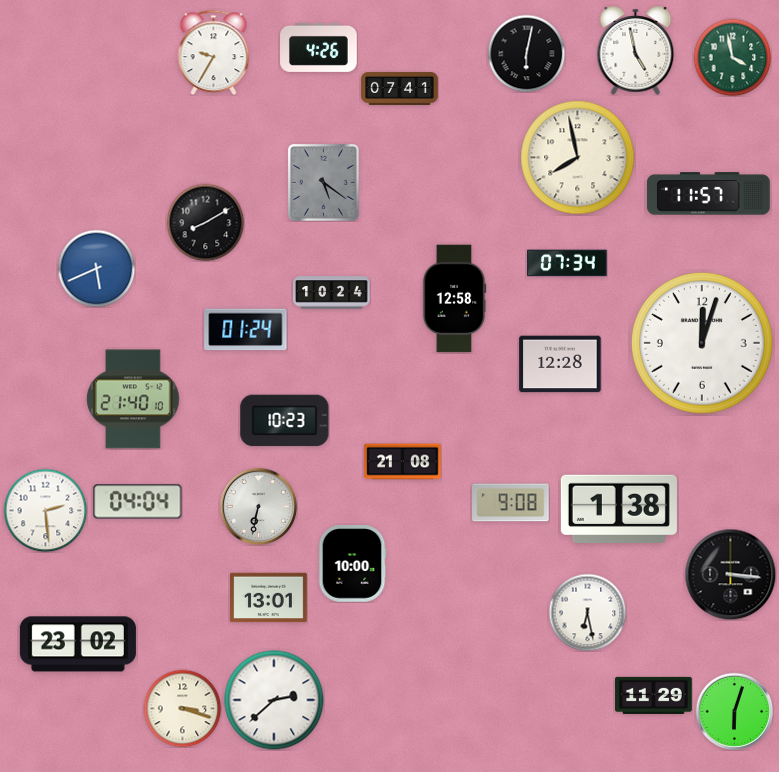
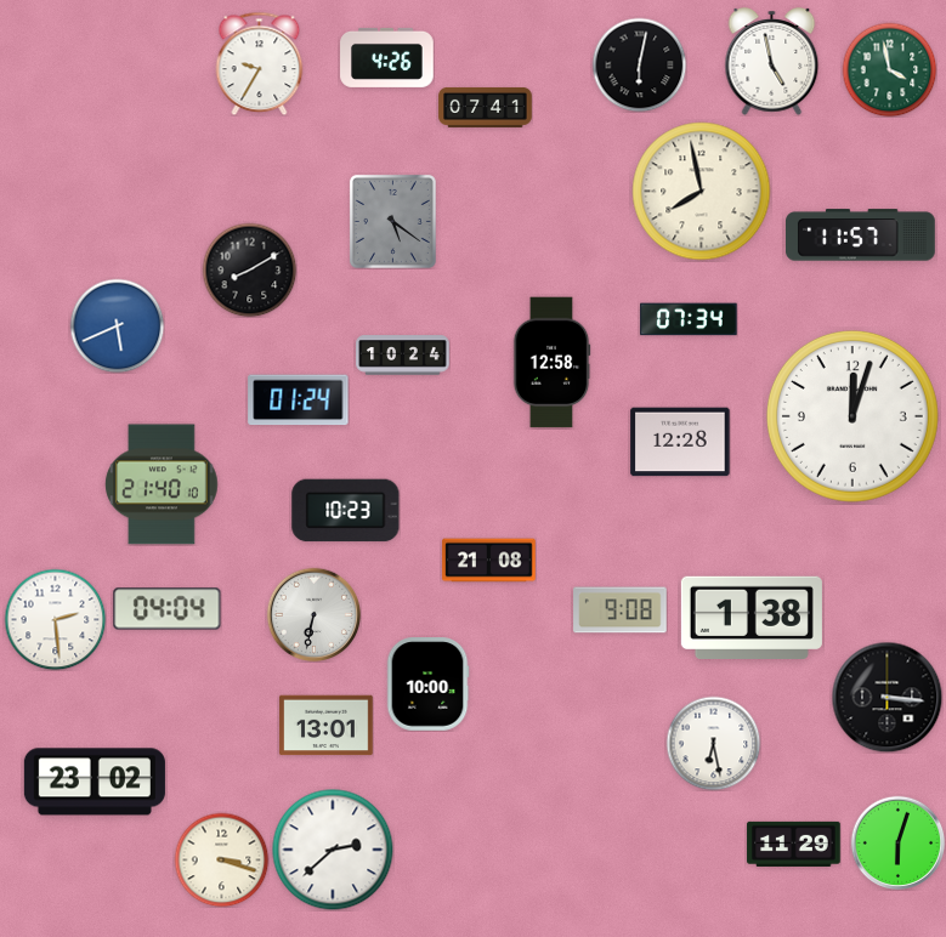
clock at (734, 711) position: (734, 711) -> (897, 842)
